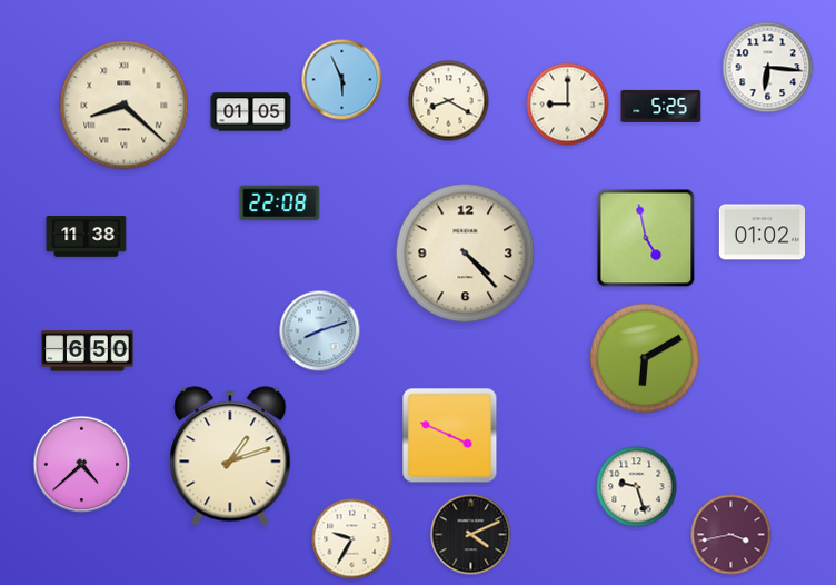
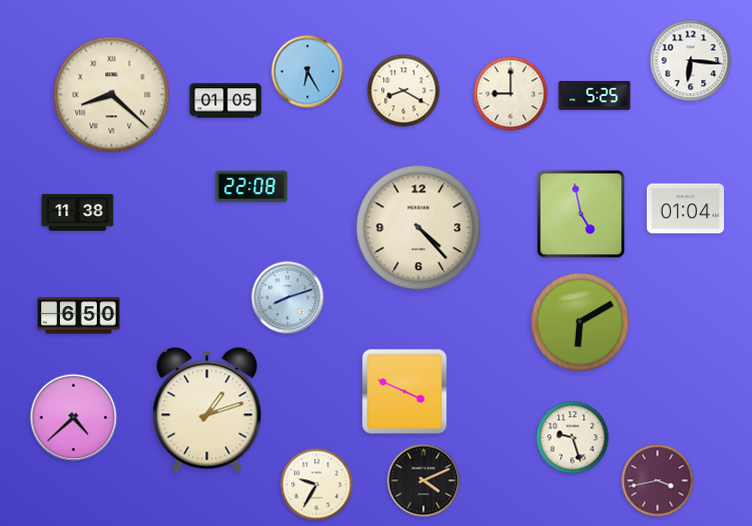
clock at (342, 80): 5:56 -> 6:25
clock at (280, 204) position: (280, 204) -> (252, 187)
clock at (762, 232): 01:02 -> 01:04
